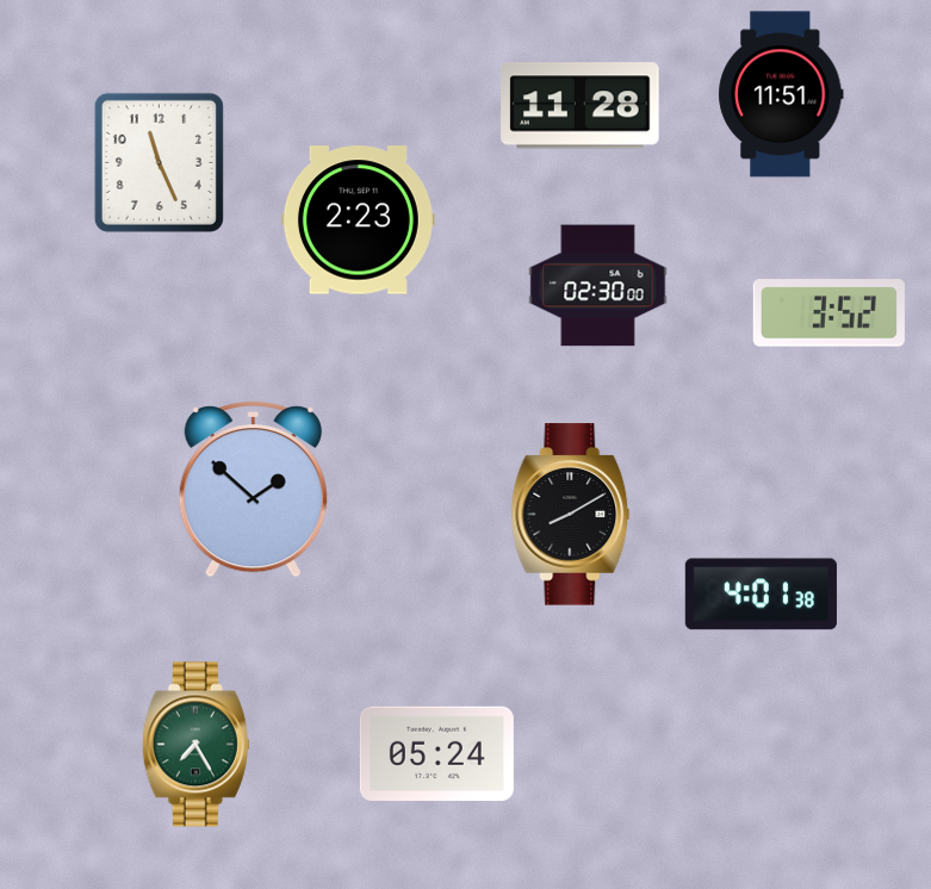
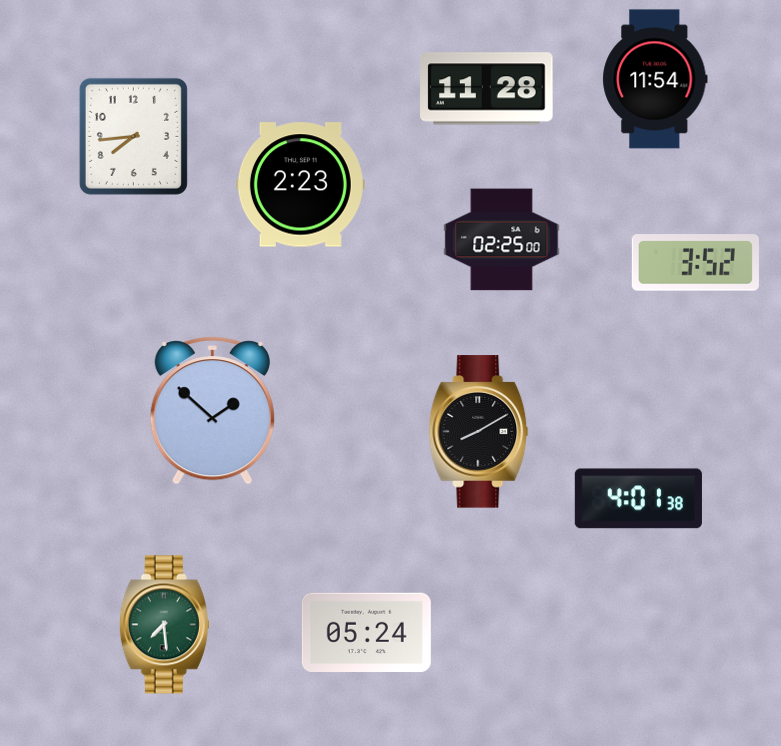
clock at (781, 94): 11:51 -> 11:54
clock at (159, 162): 11:26 -> 7:44
clock at (598, 286): 02:30 -> 02:25
clock at (195, 745): 7:25 -> 7:29
